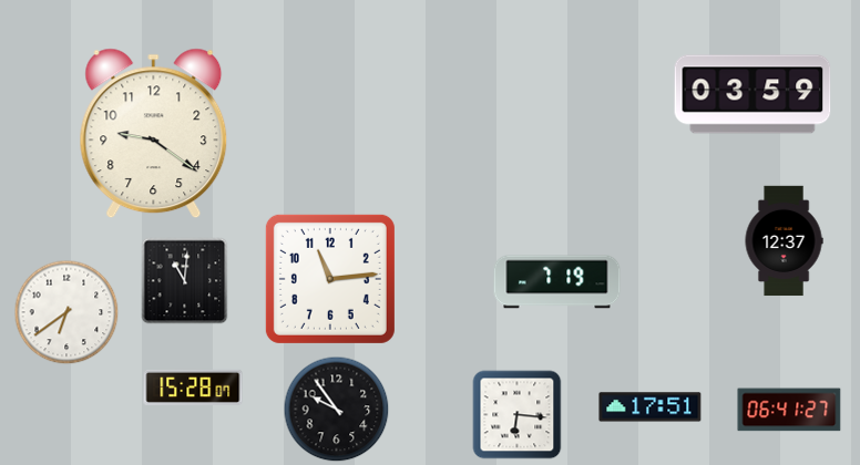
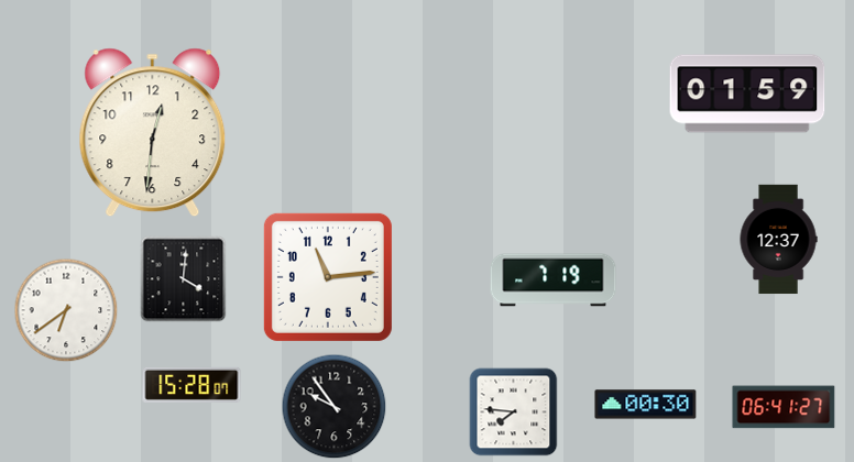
clock at (752, 94): 03:59 -> 01:59
clock at (154, 134): 9:21 -> 12:31
clock at (185, 281): 11:01 -> 4:01
clock at (651, 407): 17:51 -> 00:30
clock at (518, 415): 6:16 -> 7:46
